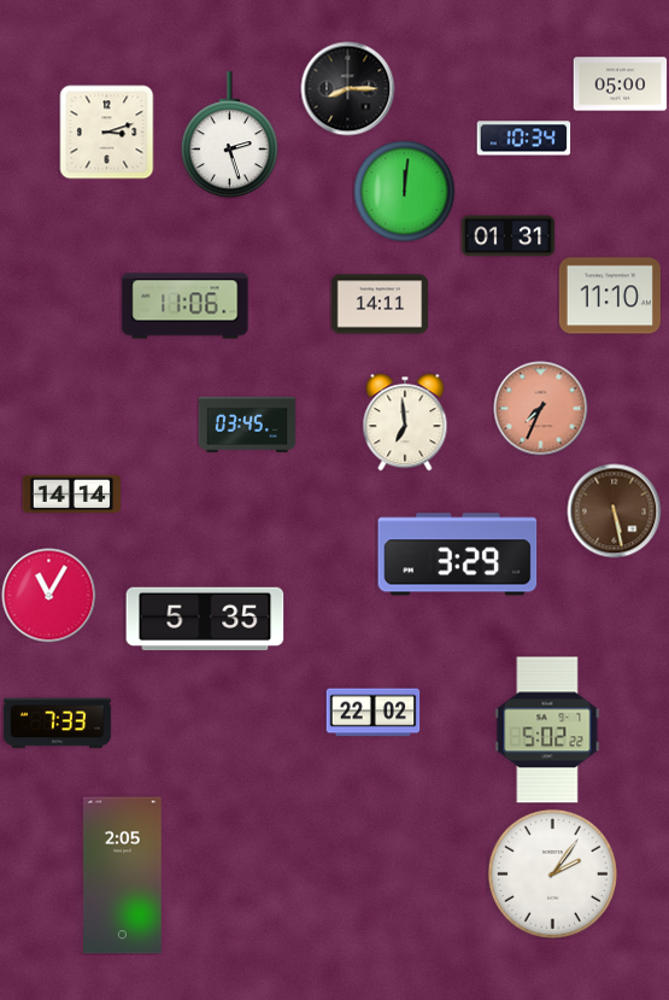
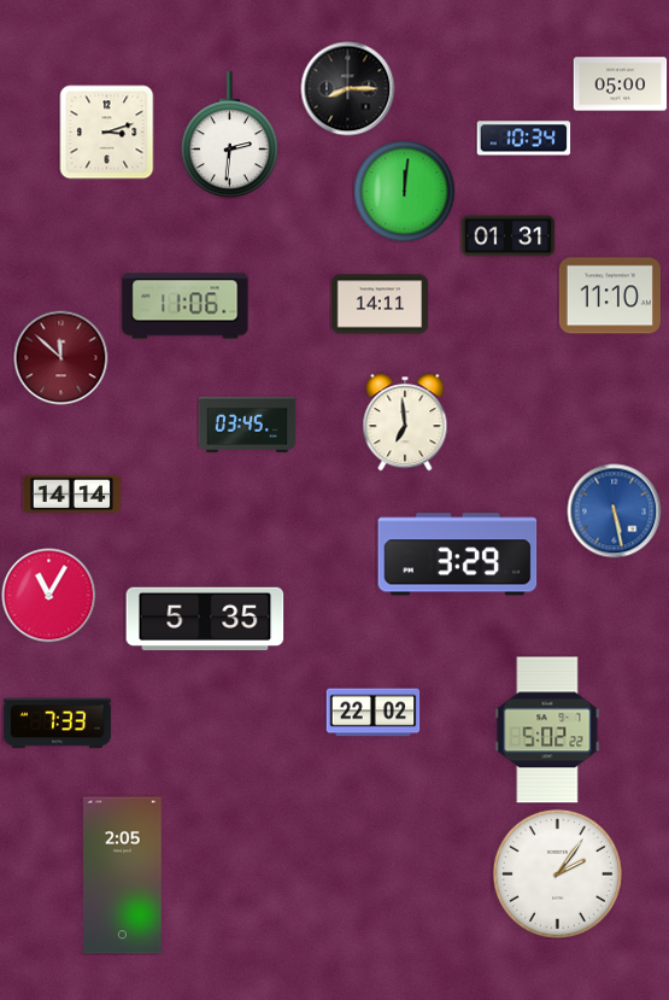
clock at (229, 135): 2:27 -> 2:31
clock at (60, 357): none -> 11:52
clock at (540, 408): 7:34 -> none
clock at (614, 510) dial: brown -> blue
clock at (552, 873) position: (552, 873) -> (557, 873)
